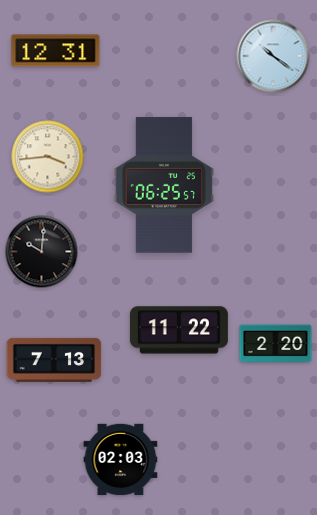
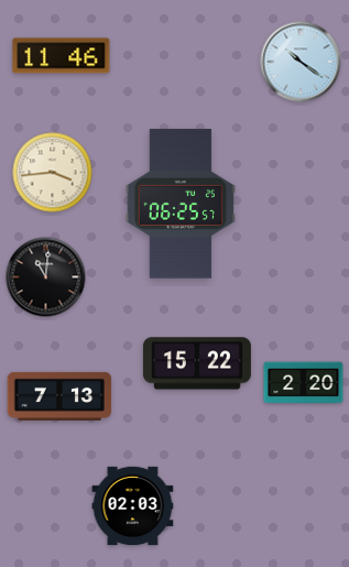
clock at (56, 51): 12:31 -> 11:46
clock at (42, 252): 10:01 -> 11:01
clock at (179, 330): 11:22 -> 15:22
clock at (276, 344) position: (276, 344) -> (304, 383)
